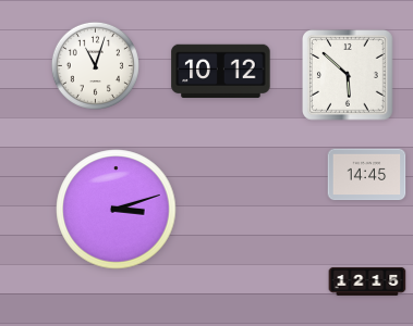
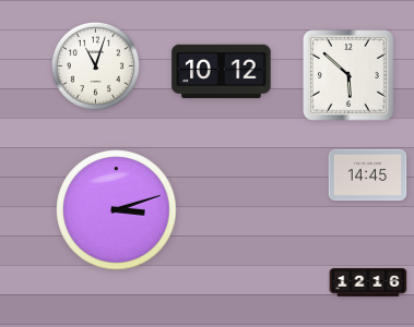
clock at (367, 281): 12:15 -> 12:16
